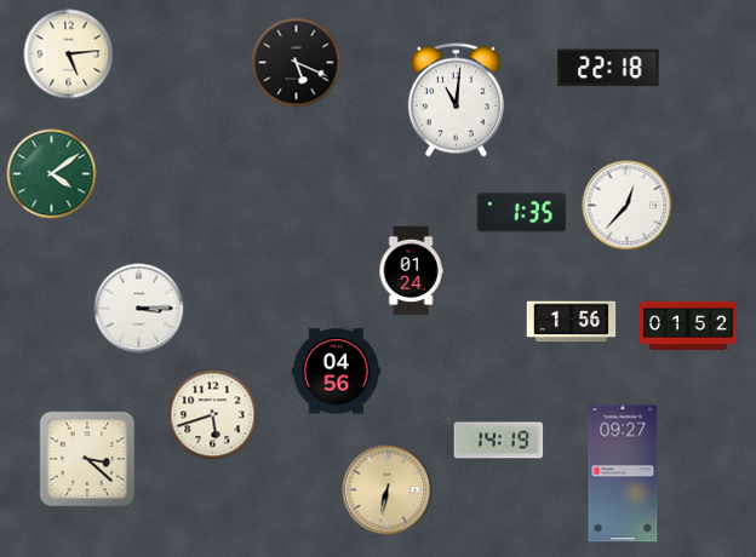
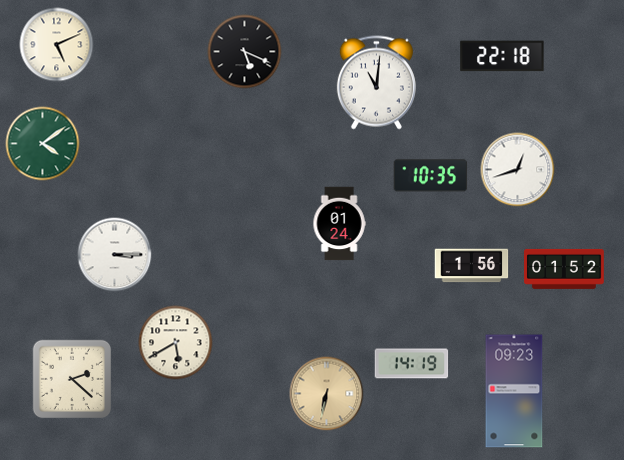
clock at (69, 54): 5:14 -> 5:11
clock at (628, 206): 12:37 -> 12:42
clock at (522, 213): 1:35 -> 10:35
clock at (688, 326) position: (688, 326) -> (564, 269)
clock at (337, 372): 04:56 -> none
clock at (213, 415): 5:42 -> 5:40
clock at (87, 459): 3:22 -> 2:22
clock at (623, 473): 09:27 -> 09:23
clock at (388, 490) position: (388, 490) -> (327, 394)
